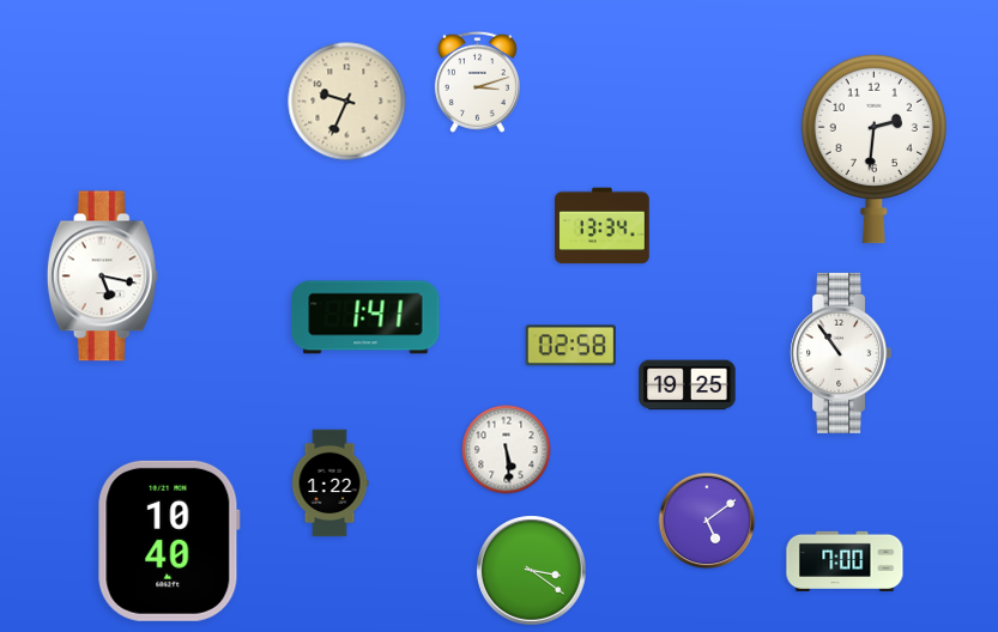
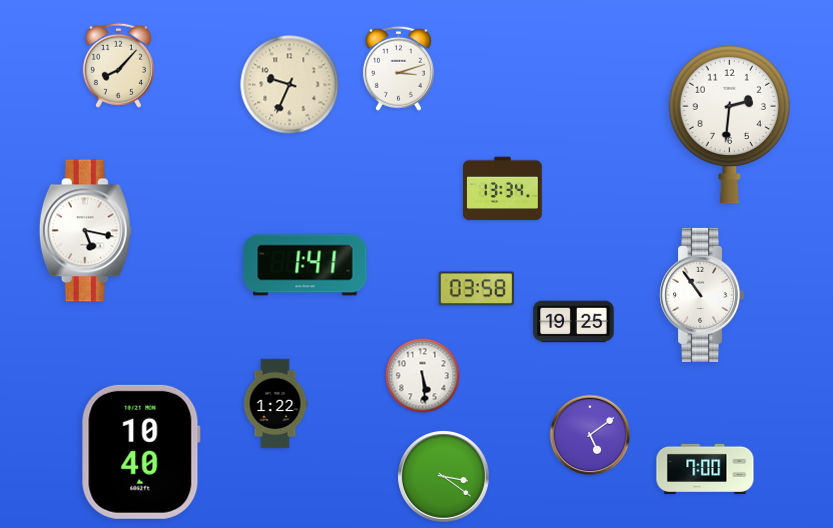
clock at (118, 65): none -> 8:07
clock at (570, 346): 02:58 -> 03:58
